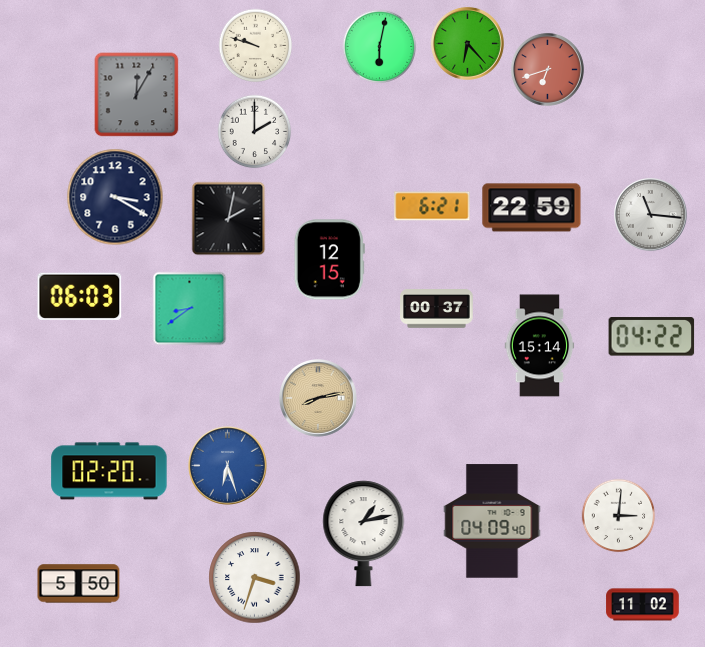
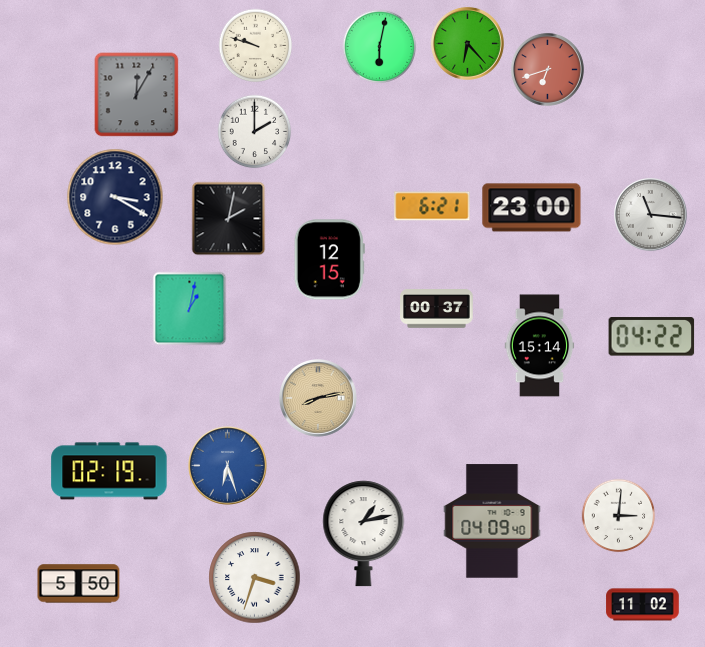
clock at (532, 208): 22:59 -> 23:00
clock at (80, 296): 06:03 -> none
clock at (190, 309): 8:39 -> 1:02
clock at (109, 471): 02:20 -> 02:19
